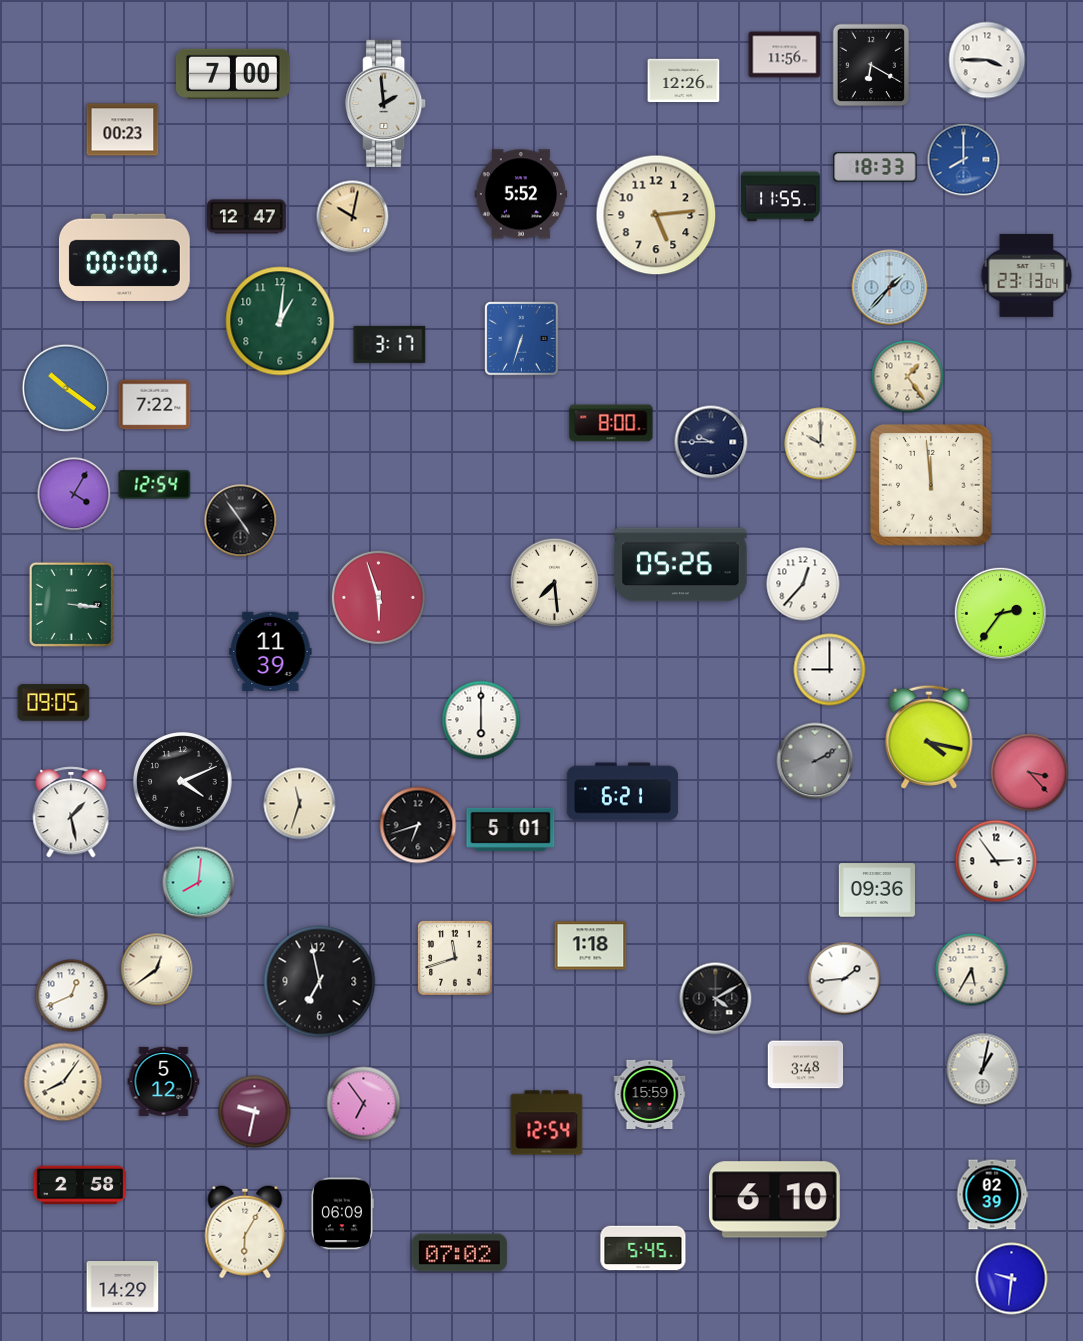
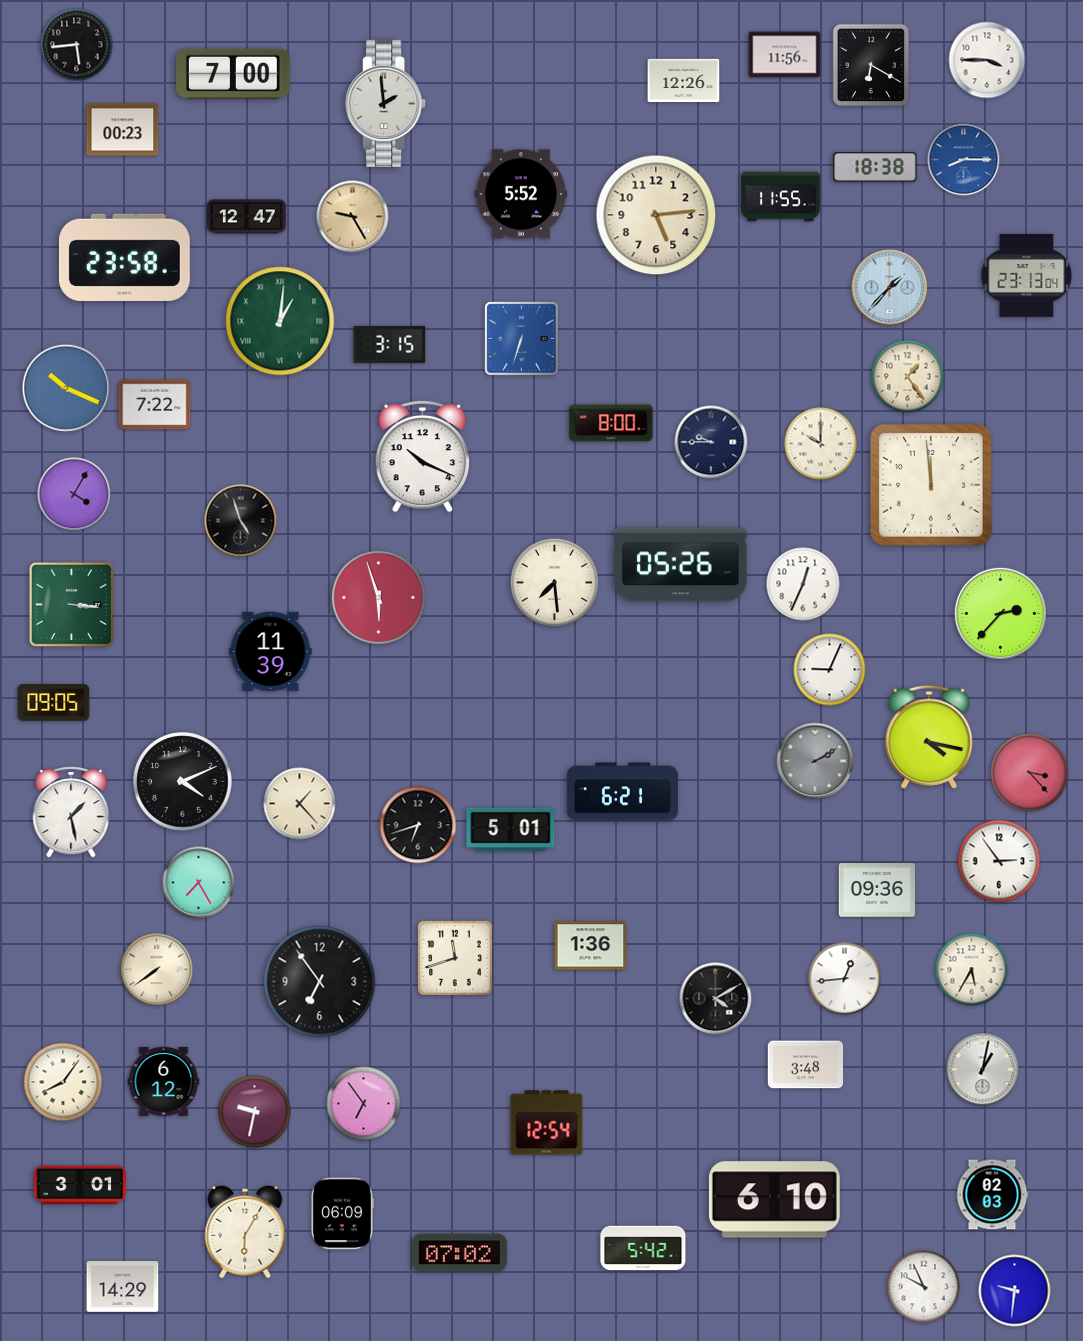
clock at (77, 45): none -> 5:44
clock at (964, 160): 8:00 -> 8:15
clock at (875, 167): 18:33 -> 18:38
clock at (353, 217): 10:02 -> 9:25
clock at (124, 257): 00:00 -> 23:58
clock at (280, 321) numerals: Arabic -> Roman
clock at (390, 344): 3:17 -> 3:15
clock at (66, 388): 10:21 -> 10:19
clock at (423, 456): none -> 10:19
clock at (155, 485): 12:54 -> none
clock at (241, 521): 4:54 -> 4:57
clock at (803, 584): 12:37 -> 12:34
clock at (1000, 613): 2:36 -> 2:37
clock at (830, 670): 9:00 -> 9:04
clock at (481, 720): 6:00 -> none
clock at (300, 804): 11:33 -> 1:23
clock at (996, 861) position: (996, 861) -> (999, 861)
clock at (199, 883): 8:01 -> 7:25
clock at (591, 946): 1:18 -> 1:36
clock at (157, 970): 12:39 -> 7:39
clock at (845, 979): 1:44 -> 12:44
clock at (320, 982): 6:58 -> 6:54
clock at (72, 996): 12:41 -> none
clock at (164, 1081): 5:12 -> 6:12
clock at (650, 1094): 15:59 -> none
clock at (80, 1185): 2:58 -> 3:01
clock at (992, 1195): 02:39 -> 02:03
clock at (643, 1248): 5:45 -> 5:42
clock at (1012, 1279) position: (1012, 1279) -> (1015, 1291)
clock at (924, 1287): none -> 9:56
